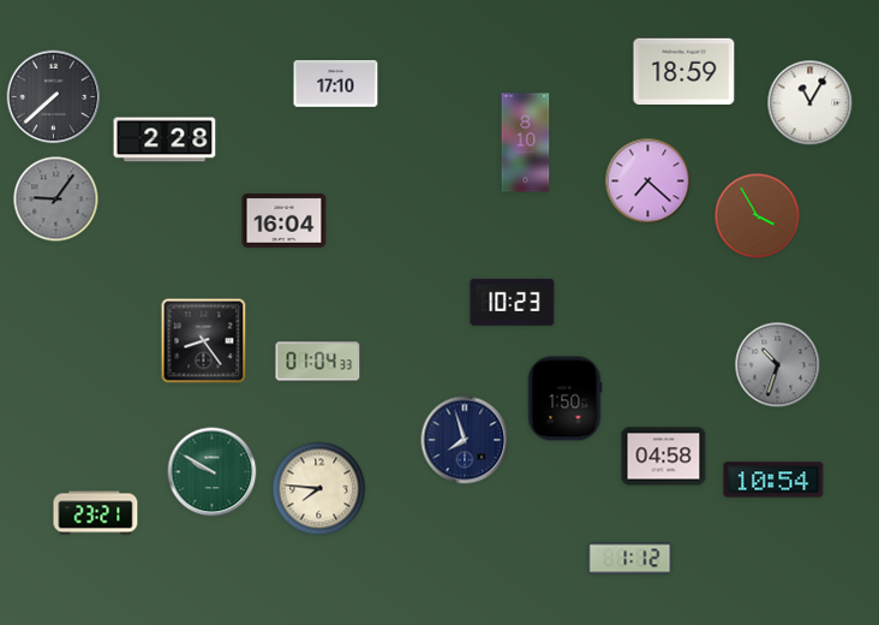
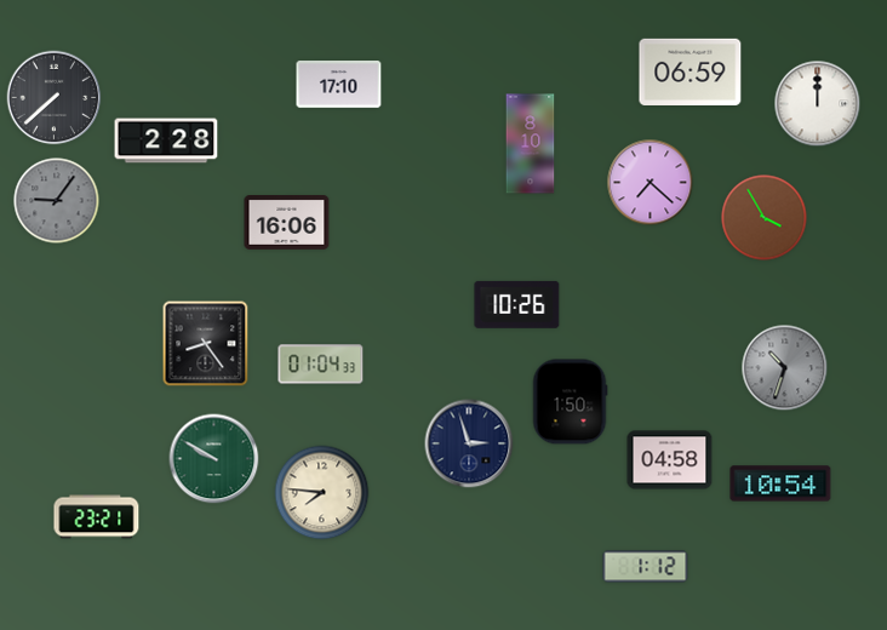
clock at (684, 71): 18:59 -> 06:59
clock at (811, 103): 11:05 -> 12:00
clock at (648, 181) position: (648, 181) -> (651, 183)
clock at (285, 221): 16:04 -> 16:06
clock at (513, 302): 10:23 -> 10:26
clock at (465, 440): 7:57 -> 2:57
clock at (213, 472) position: (213, 472) -> (214, 459)
clock at (630, 559) position: (630, 559) -> (646, 567)
